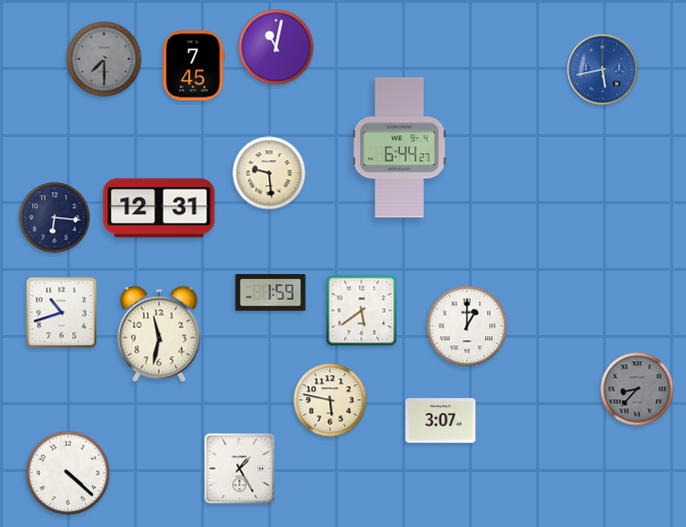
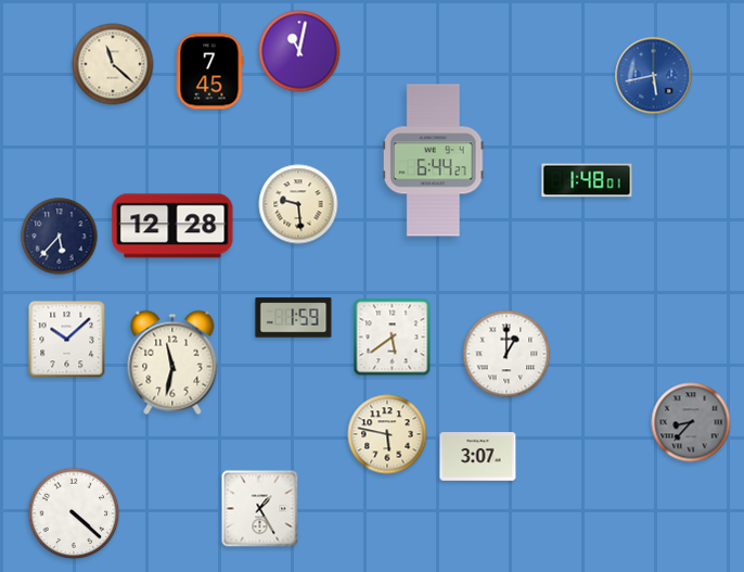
clock at (104, 59): 7:30 -> 11:22
clock at (104, 59) dial: grey -> cream
clock at (587, 180): none -> 1:48
clock at (269, 173) position: (269, 173) -> (298, 204)
clock at (159, 208): 12:31 -> 12:28
clock at (55, 218): 6:16 -> 5:37
clock at (62, 313): 10:42 -> 10:08
clock at (330, 400) position: (330, 400) -> (387, 434)
